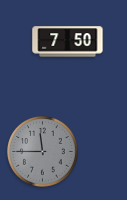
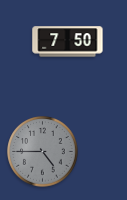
clock at (43, 152): 11:45 -> 4:45
